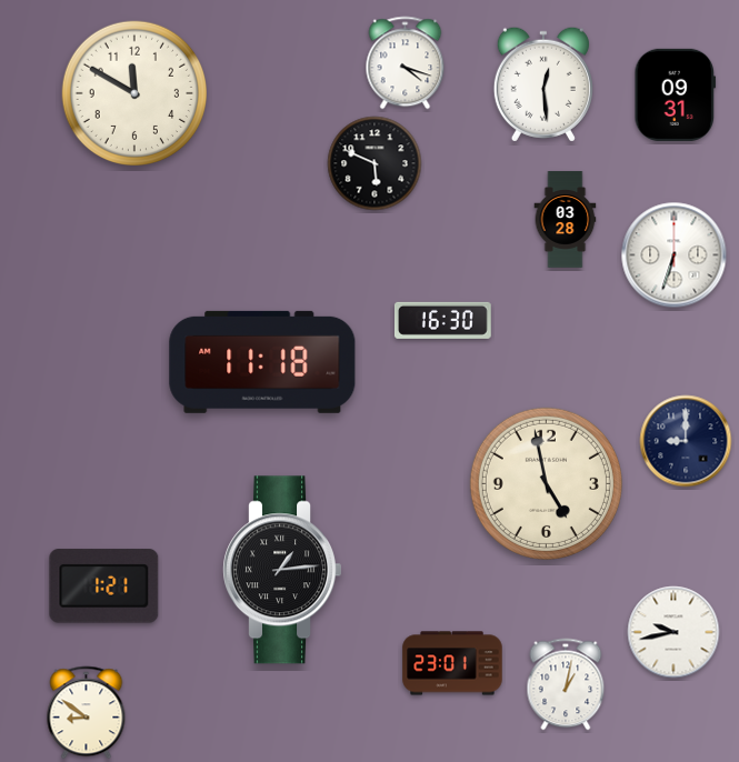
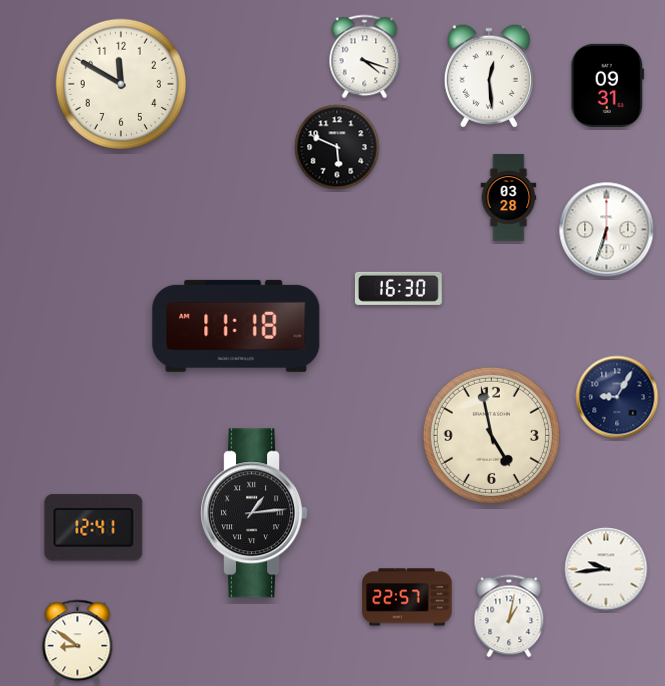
clock at (686, 441): 9:00 -> 9:05
clock at (104, 586): 1:21 -> 12:41
clock at (673, 632): 9:43 -> 9:44
clock at (452, 663): 23:01 -> 22:57
